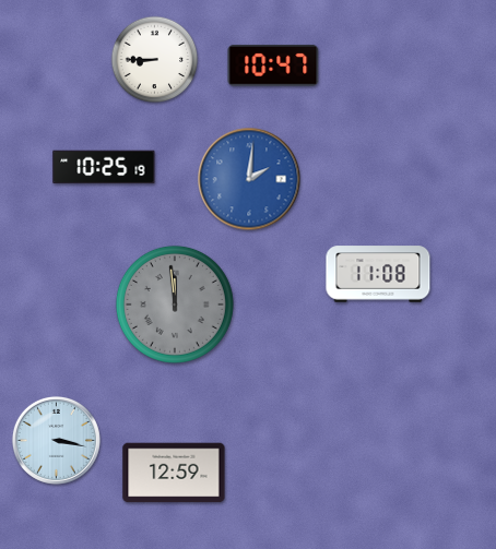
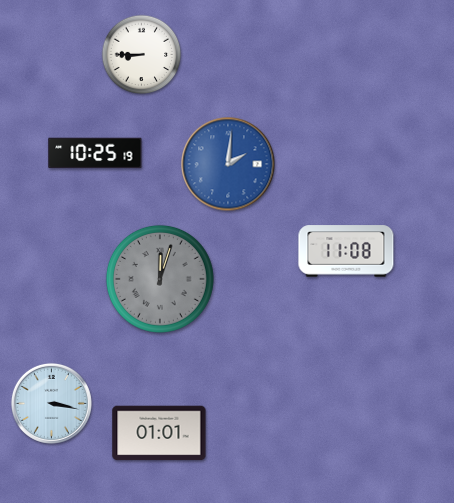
clock at (273, 65): 10:47 -> none
clock at (175, 305): 11:59 -> 12:03
clock at (174, 473): 12:59 -> 01:01
